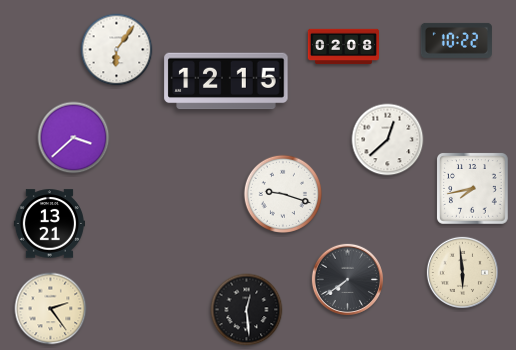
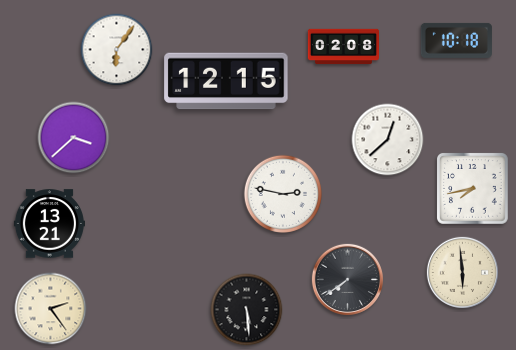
clock at (456, 40): 10:22 -> 10:18
clock at (282, 193): 9:18 -> 2:47
clock at (247, 310): 12:29 -> 5:29
